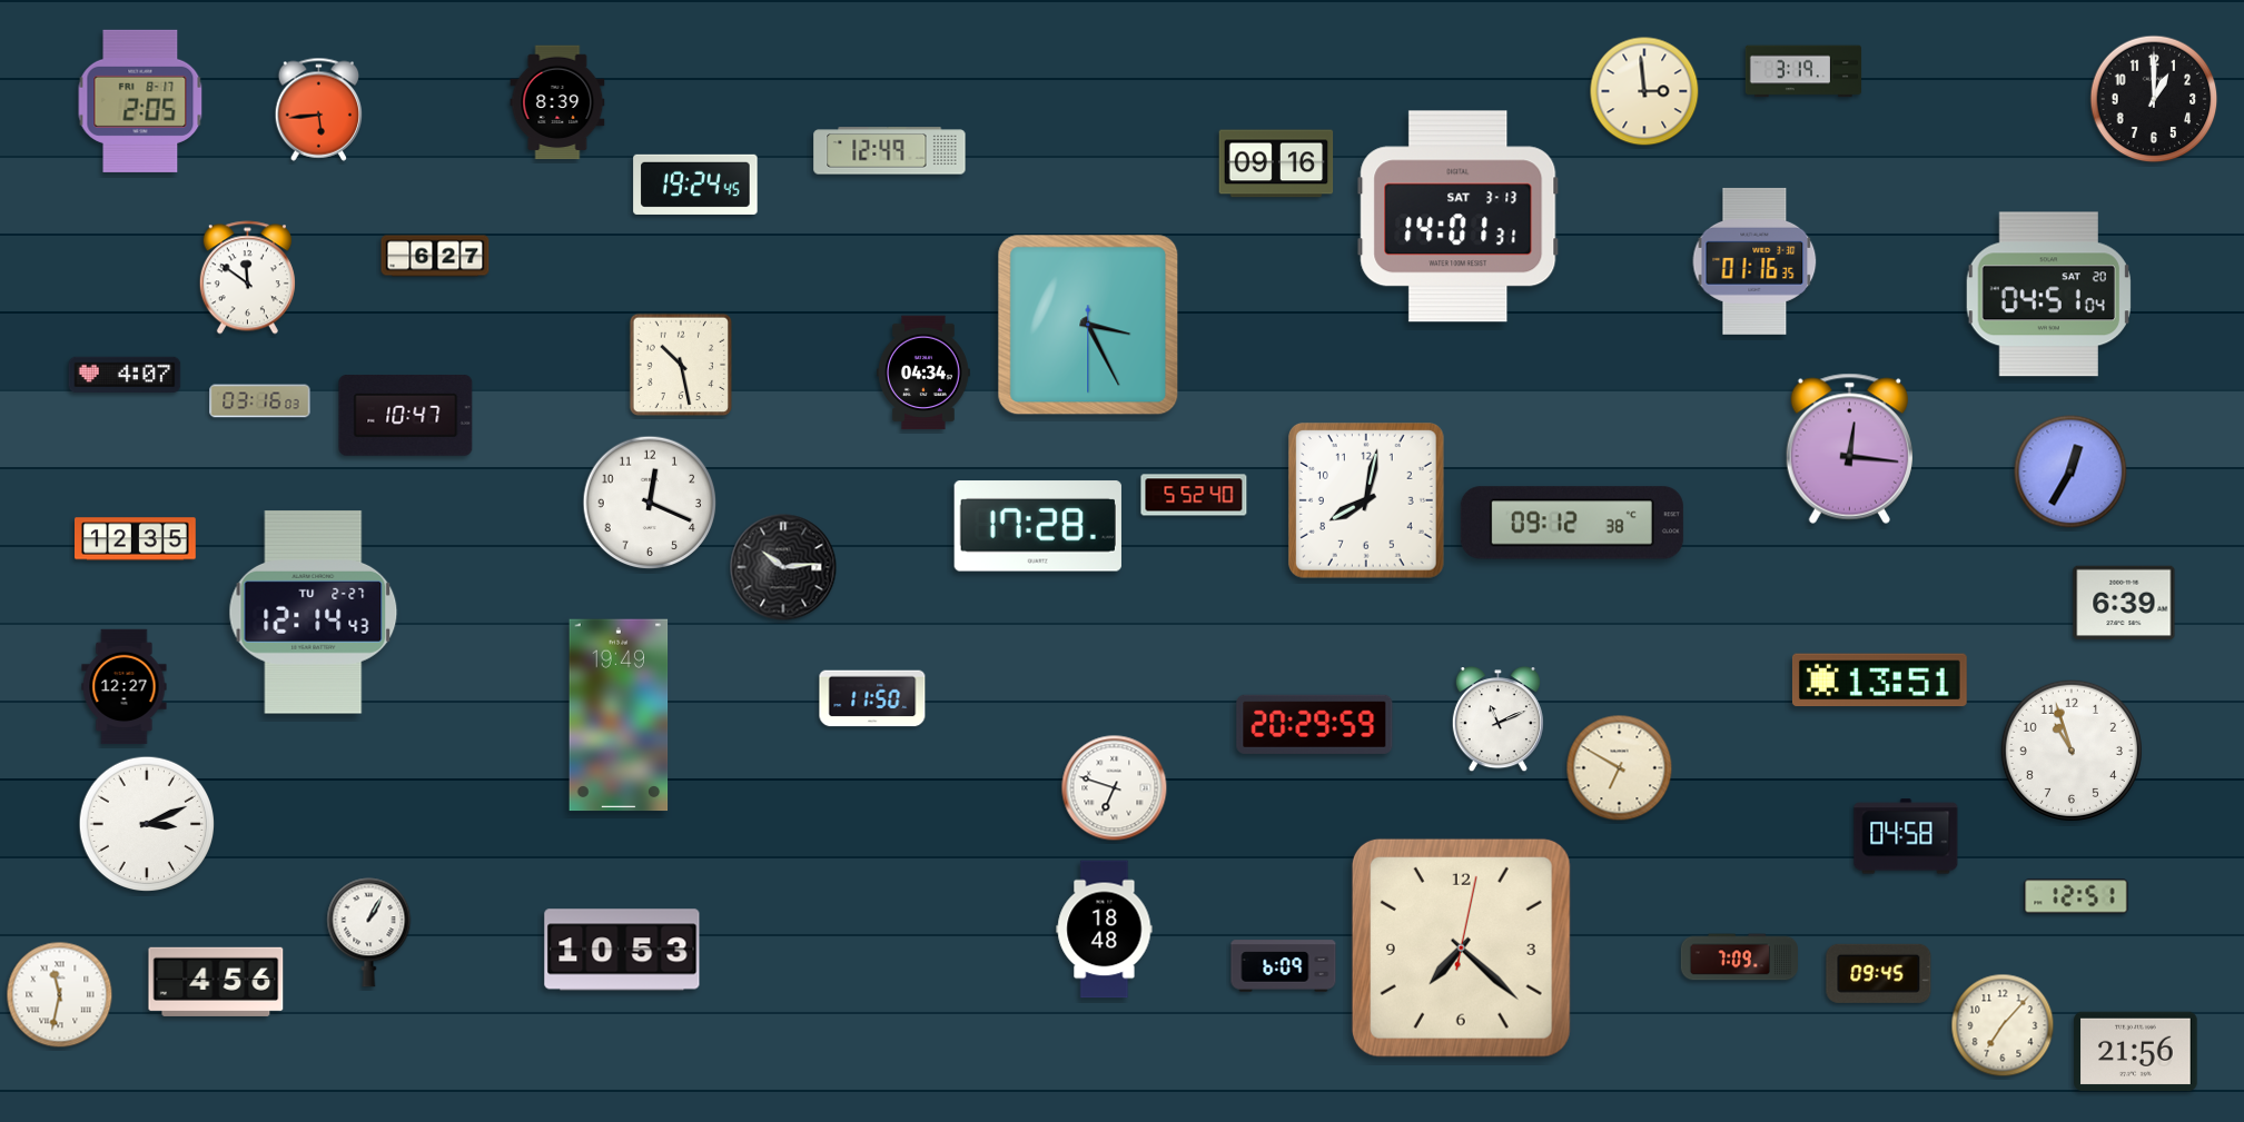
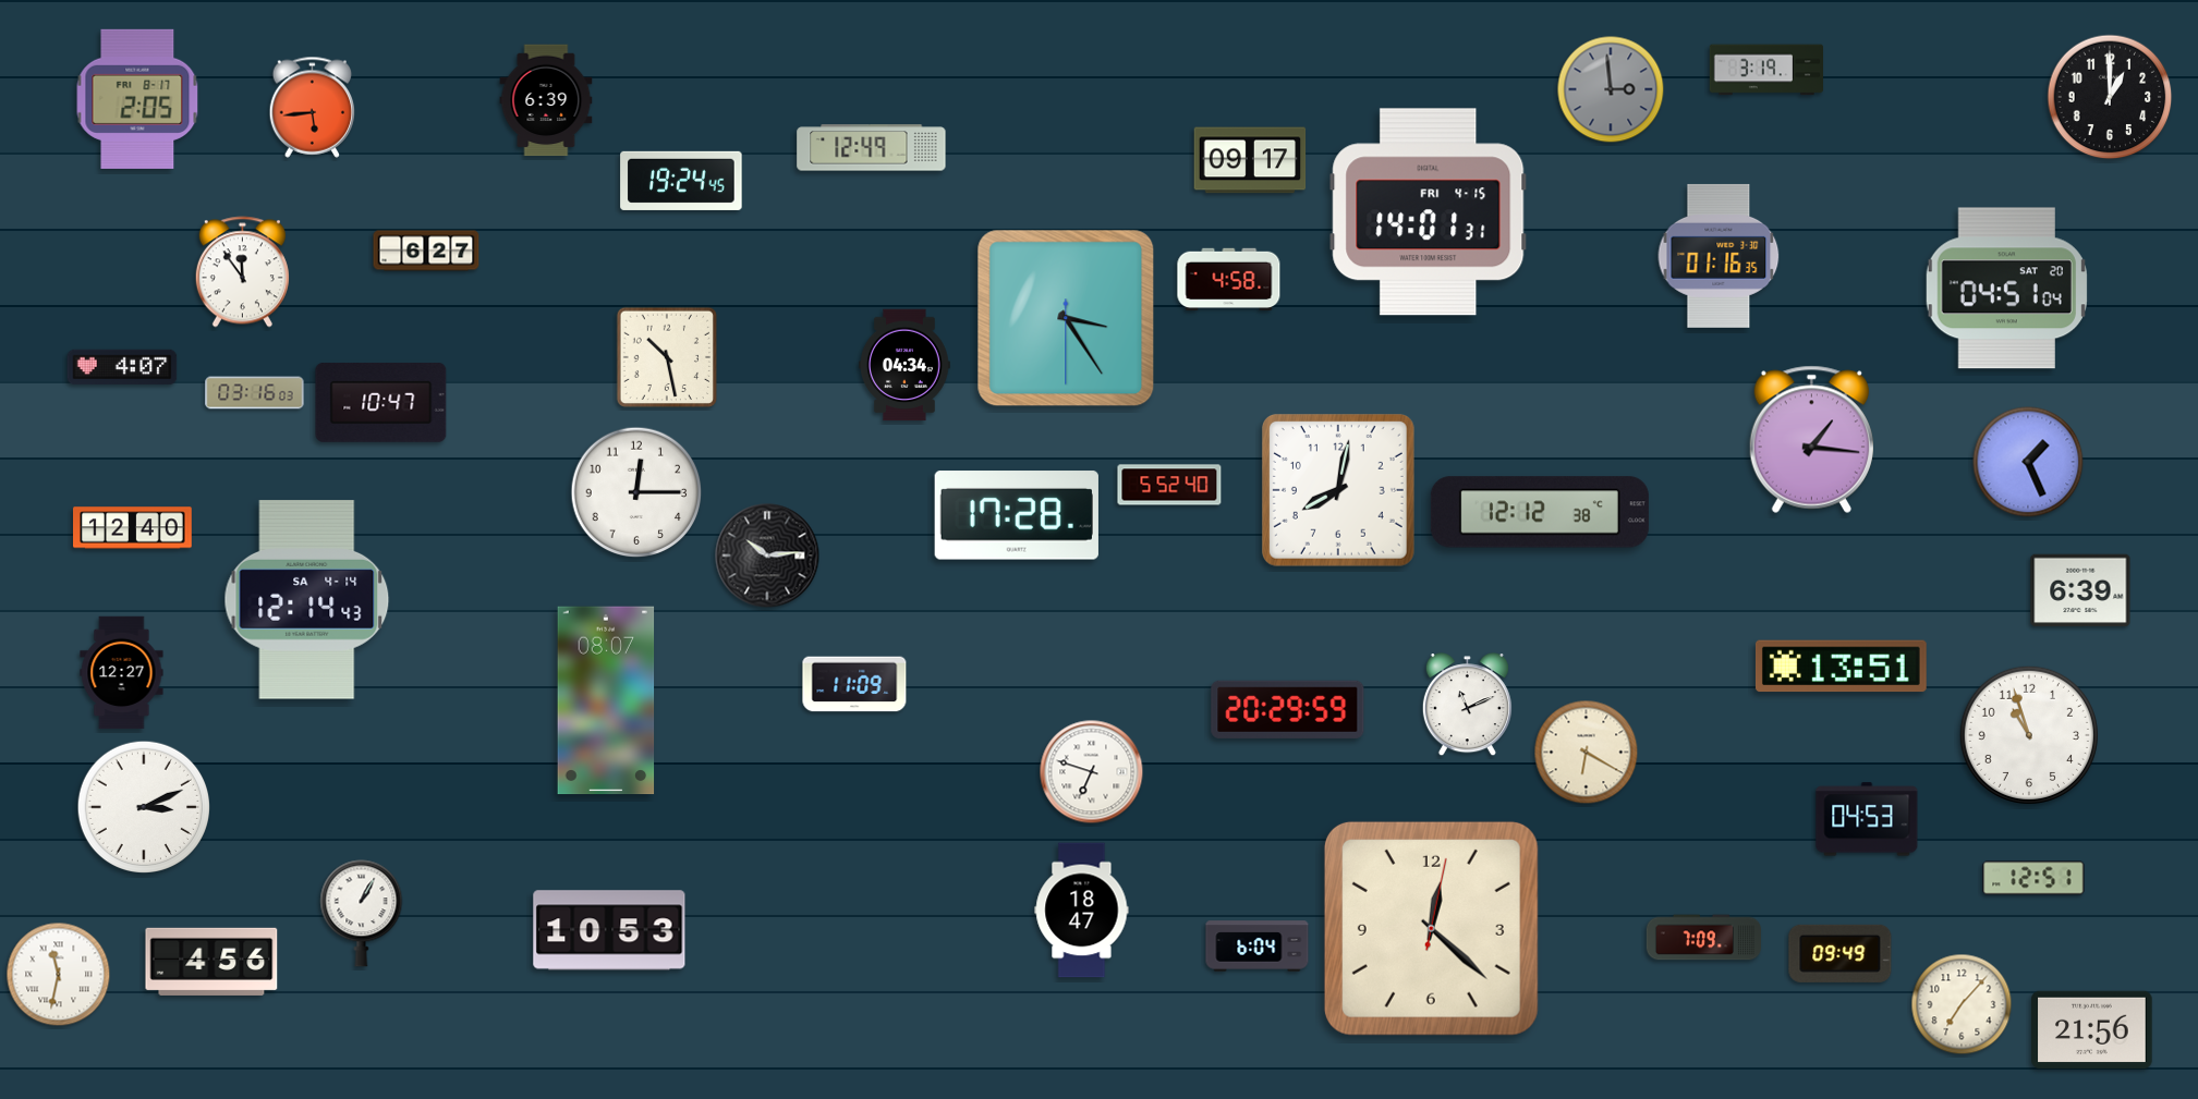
clock at (1644, 91) dial: cream -> grey
clock at (557, 102): 8:39 -> 6:39
clock at (1276, 163): 09:16 -> 09:17
clock at (1459, 217) date: SAT 3-13 -> FRI 4-15
clock at (247, 278): 11:51 -> 11:54
clock at (1229, 280): none -> 4:58
clock at (1088, 325): 3:25 -> 3:24
clock at (406, 415) position: (406, 415) -> (381, 402)
clock at (1849, 448): 12:16 -> 1:16
clock at (2070, 471): 12:35 -> 1:26
clock at (650, 503): 12:19 -> 12:15
clock at (1572, 523): 09:12 -> 12:12
clock at (136, 539): 12:35 -> 12:40
clock at (314, 613) date: TU 2-27 -> SA 4-14
clock at (872, 698): 11:50 -> 11:09
clock at (619, 715): 19:49 -> 08:07
clock at (1620, 768): 6:50 -> 6:20
clock at (1906, 836): 04:58 -> 04:53
clock at (1105, 930): 18:48 -> 18:47
clock at (1461, 947): 7:22 -> 12:22
clock at (1284, 966): 6:09 -> 6:04
clock at (1879, 973): 09:45 -> 09:49
